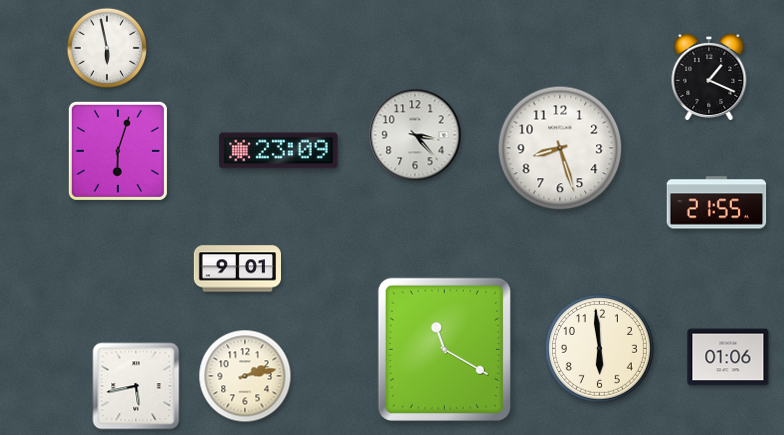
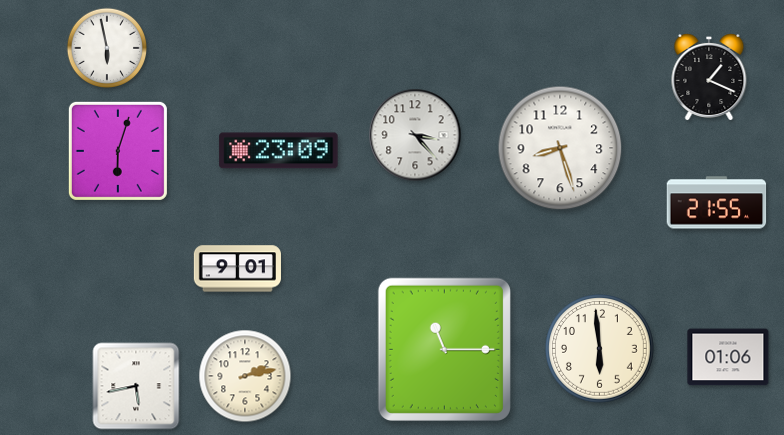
clock at (444, 349): 11:20 -> 11:15
